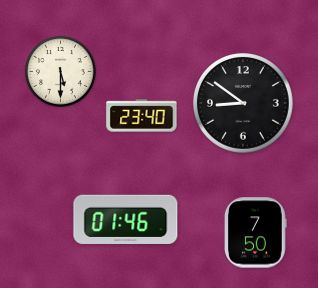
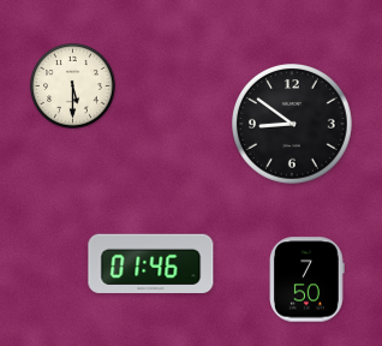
clock at (142, 116): 23:40 -> none
